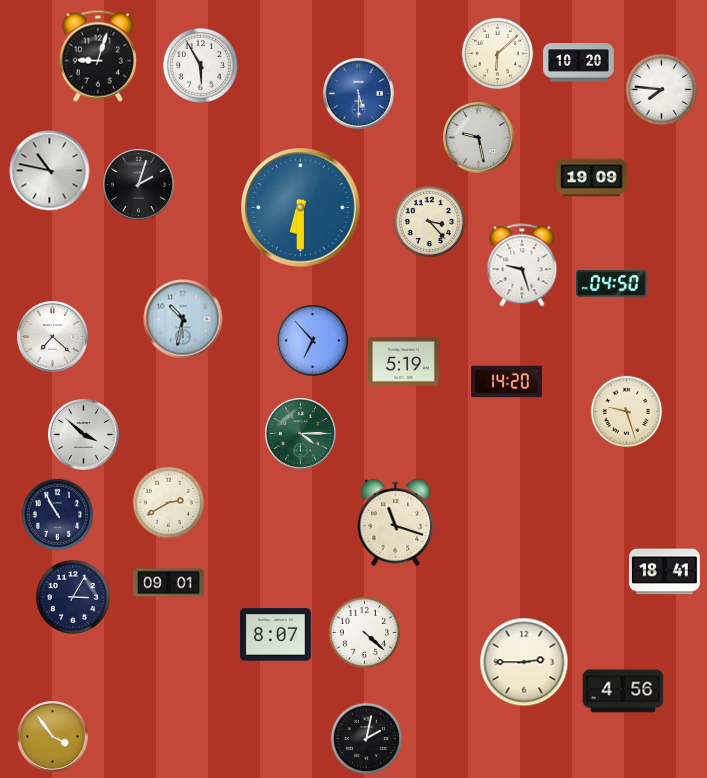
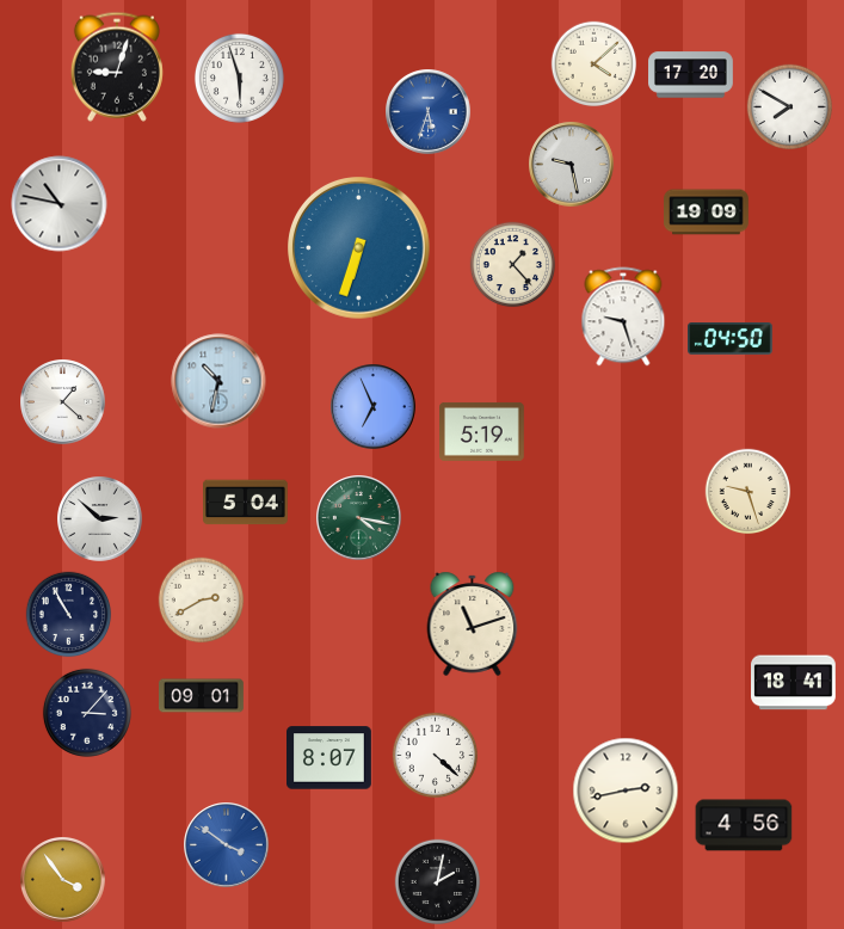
clock at (498, 54): 6:08 -> 4:08
clock at (579, 63): 10:20 -> 17:20
clock at (200, 65): 5:55 -> 5:57
clock at (662, 90): 7:46 -> 7:50
clock at (359, 94): 5:30 -> 5:33
clock at (139, 185): 2:03 -> none
clock at (301, 208): 6:30 -> 6:33
clock at (430, 222): 3:23 -> 1:23
clock at (53, 337): 7:22 -> 1:22
clock at (313, 341): 6:53 -> 6:56
clock at (507, 382): 14:20 -> none
clock at (246, 503): none -> 5:04
clock at (301, 434): 4:15 -> 4:17
clock at (84, 435): 3:52 -> 2:52
clock at (396, 522): 11:18 -> 11:12
clock at (73, 597): 3:05 -> 3:07
clock at (524, 662): 2:45 -> 2:43
clock at (227, 845): none -> 3:51
